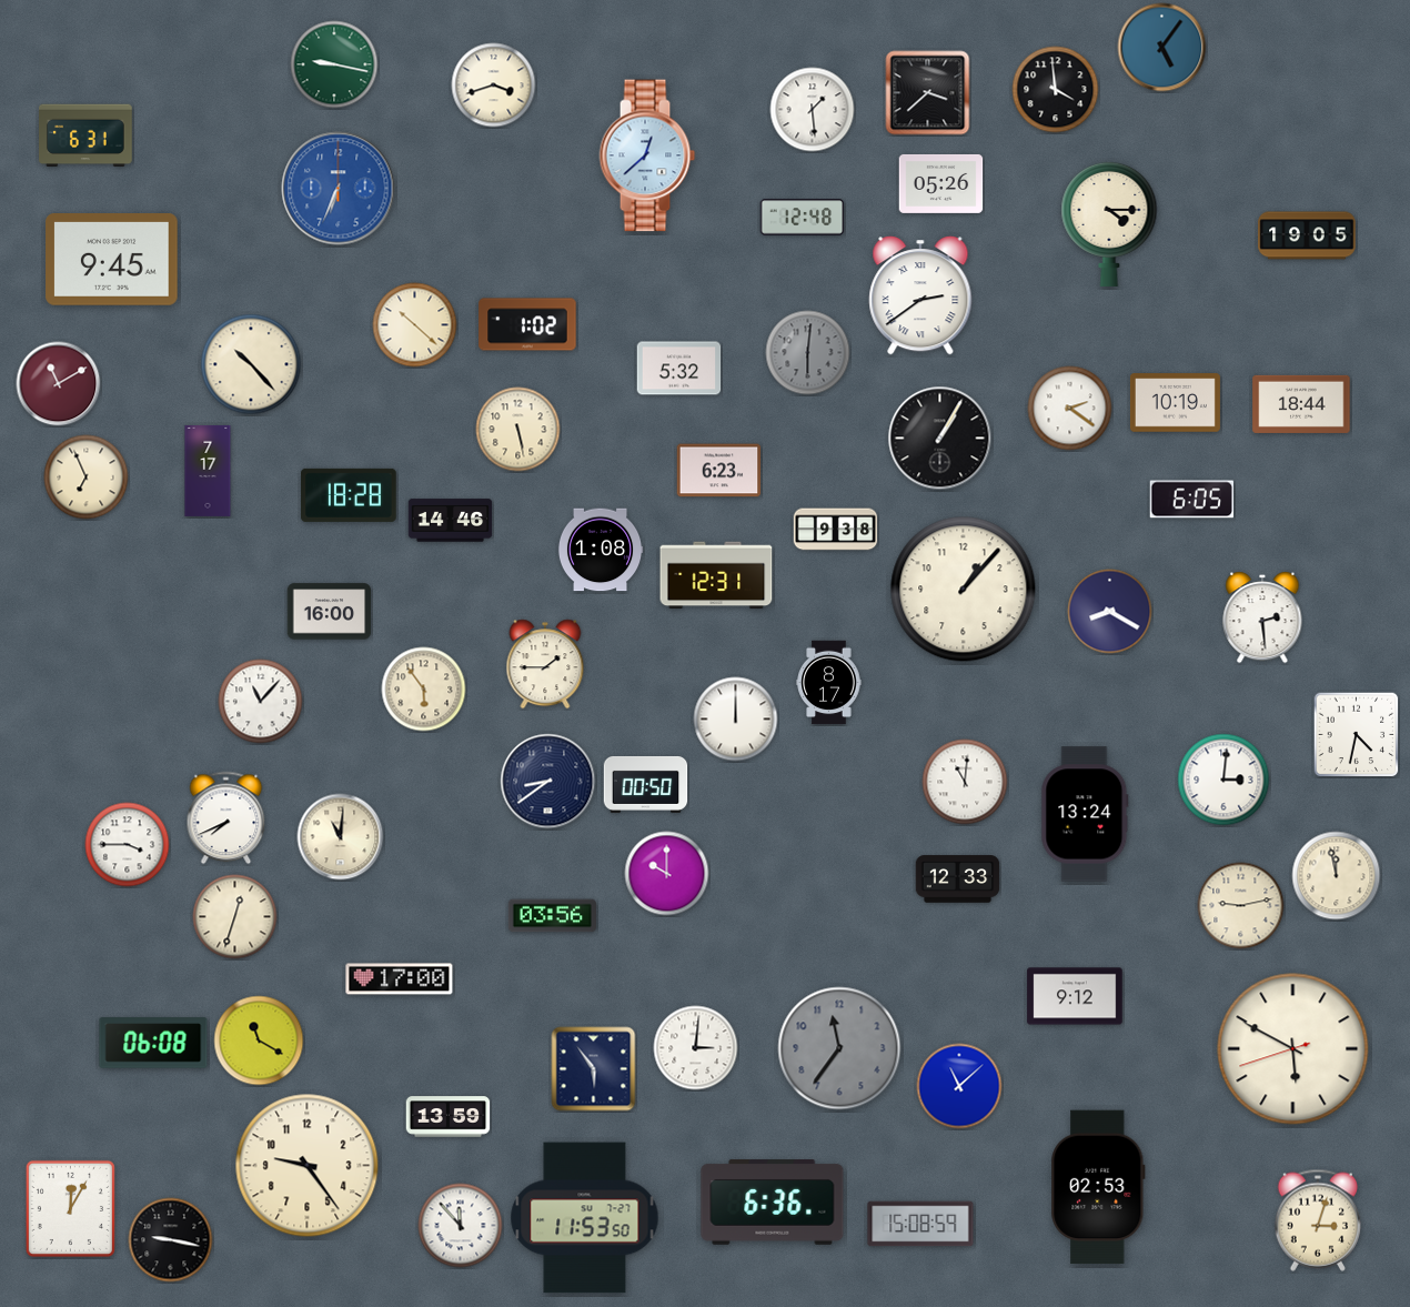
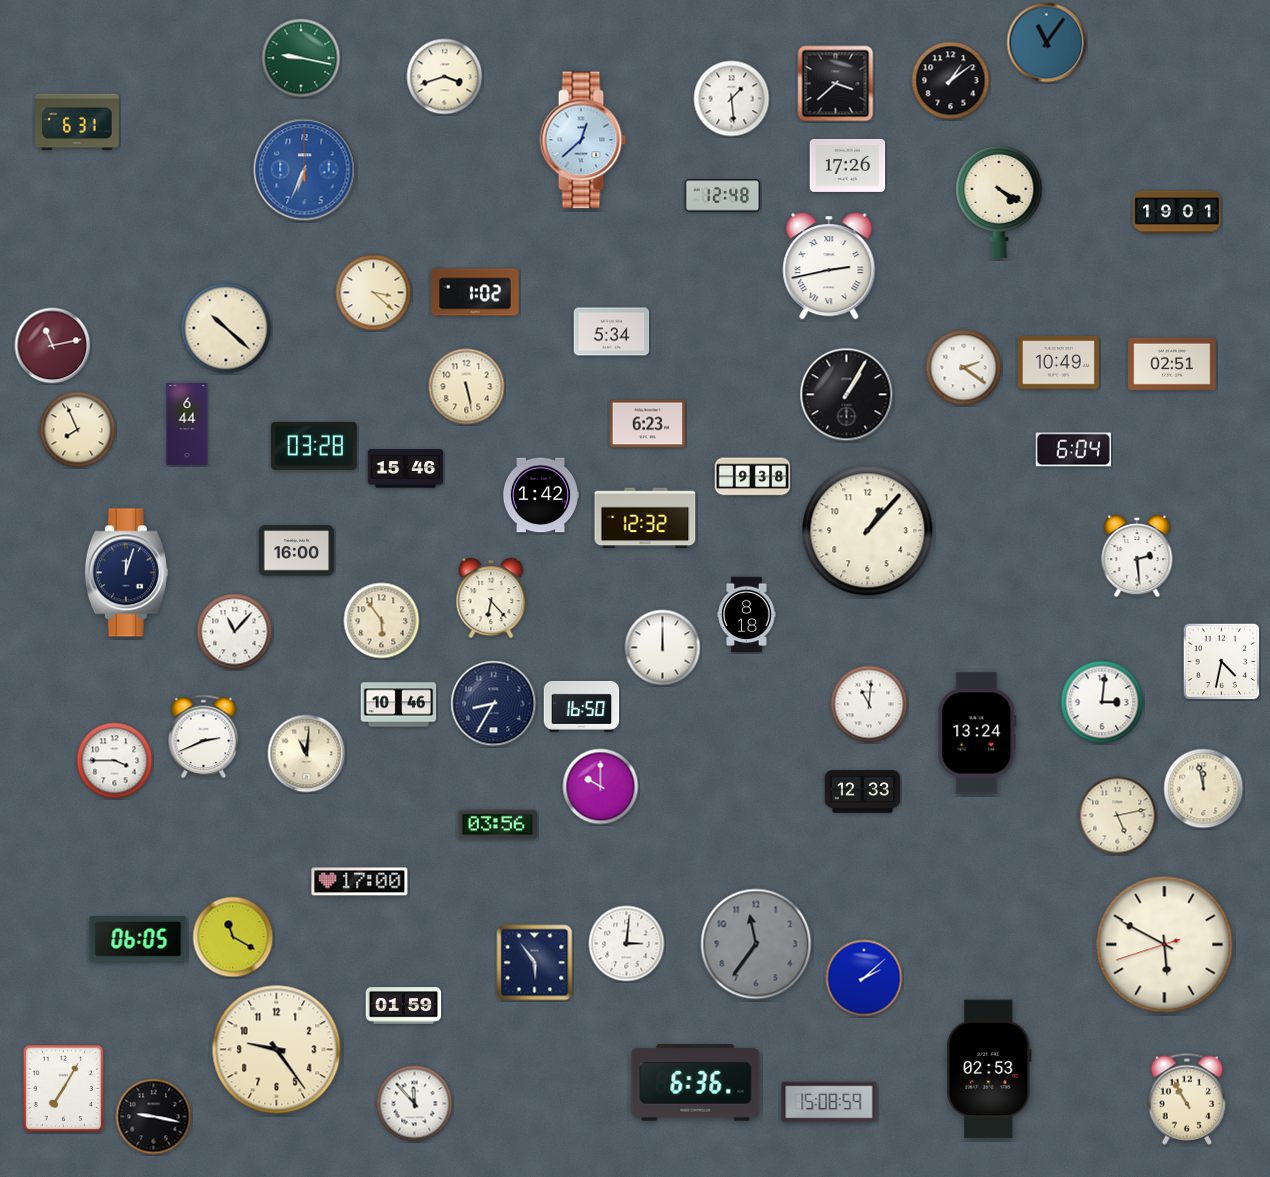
clock at (1162, 48): 5:06 -> 11:06
clock at (1056, 90): 3:59 -> 1:09
clock at (941, 183): 05:26 -> 17:26
clock at (1109, 223): 4:15 -> 4:20
clock at (1307, 235): 19:05 -> 19:01
clock at (112, 260): 9:45 -> none
clock at (920, 295): 2:39 -> 2:43
clock at (415, 325): 10:22 -> 3:22
clock at (808, 353): 6:01 -> none
clock at (251, 364): 10:23 -> 10:22
clock at (679, 369): 5:32 -> 5:34
clock at (59, 384): 11:10 -> 11:13
clock at (1175, 403): 10:19 -> 10:49
clock at (1301, 404): 18:44 -> 02:51
clock at (208, 471): 7:17 -> 6:44
clock at (87, 477): 6:56 -> 7:56
clock at (349, 495): 18:28 -> 03:28
clock at (1192, 500): 6:05 -> 6:04
clock at (451, 521): 14:46 -> 15:46
clock at (601, 550): 1:08 -> 1:42
clock at (716, 575): 12:31 -> 12:32
clock at (1110, 612): 8:20 -> none
clock at (126, 573): none -> 12:03
clock at (545, 664): 1:45 -> 6:23
clock at (829, 683): 8:17 -> 8:18
clock at (548, 782): 8:39 -> 8:35
clock at (399, 705): none -> 10:46
clock at (646, 784): 00:50 -> 16:50
clock at (226, 818): 7:41 -> 2:41
clock at (1241, 906): 9:13 -> 5:13
clock at (235, 917): 12:33 -> none
clock at (1075, 996): 9:12 -> none
clock at (153, 1043): 06:08 -> 06:05
clock at (959, 1086): 11:08 -> 2:08
clock at (449, 1117): 13:59 -> 01:59
clock at (70, 1208): 12:05 -> 7:05
clock at (585, 1218): 11:53 -> none
clock at (1317, 1220): 3:03 -> 10:55
